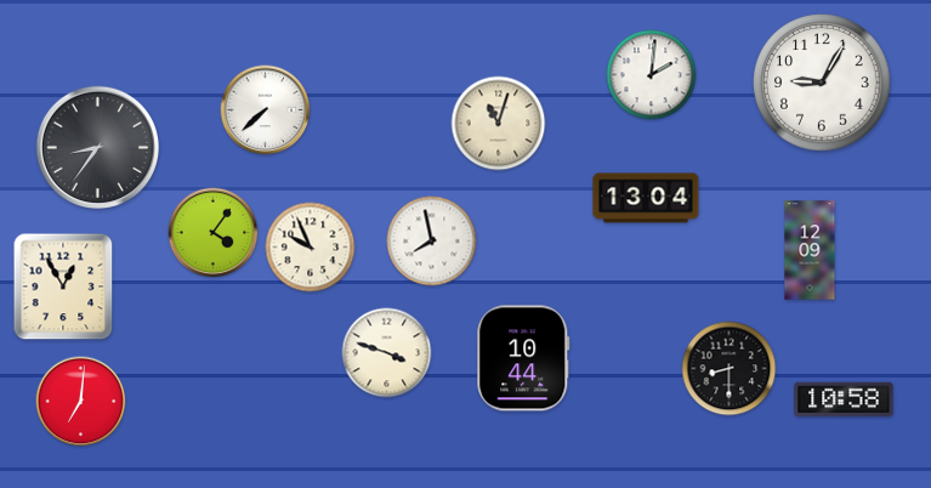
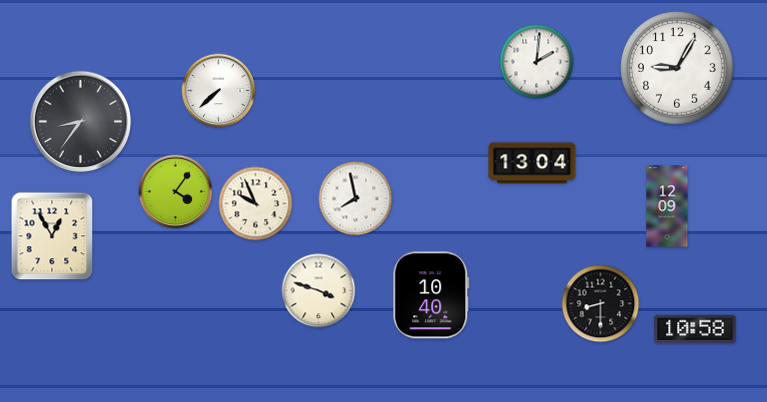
clock at (499, 124): 11:03 -> none
clock at (523, 358): 10:44 -> 10:40
clock at (81, 402): 7:01 -> none
